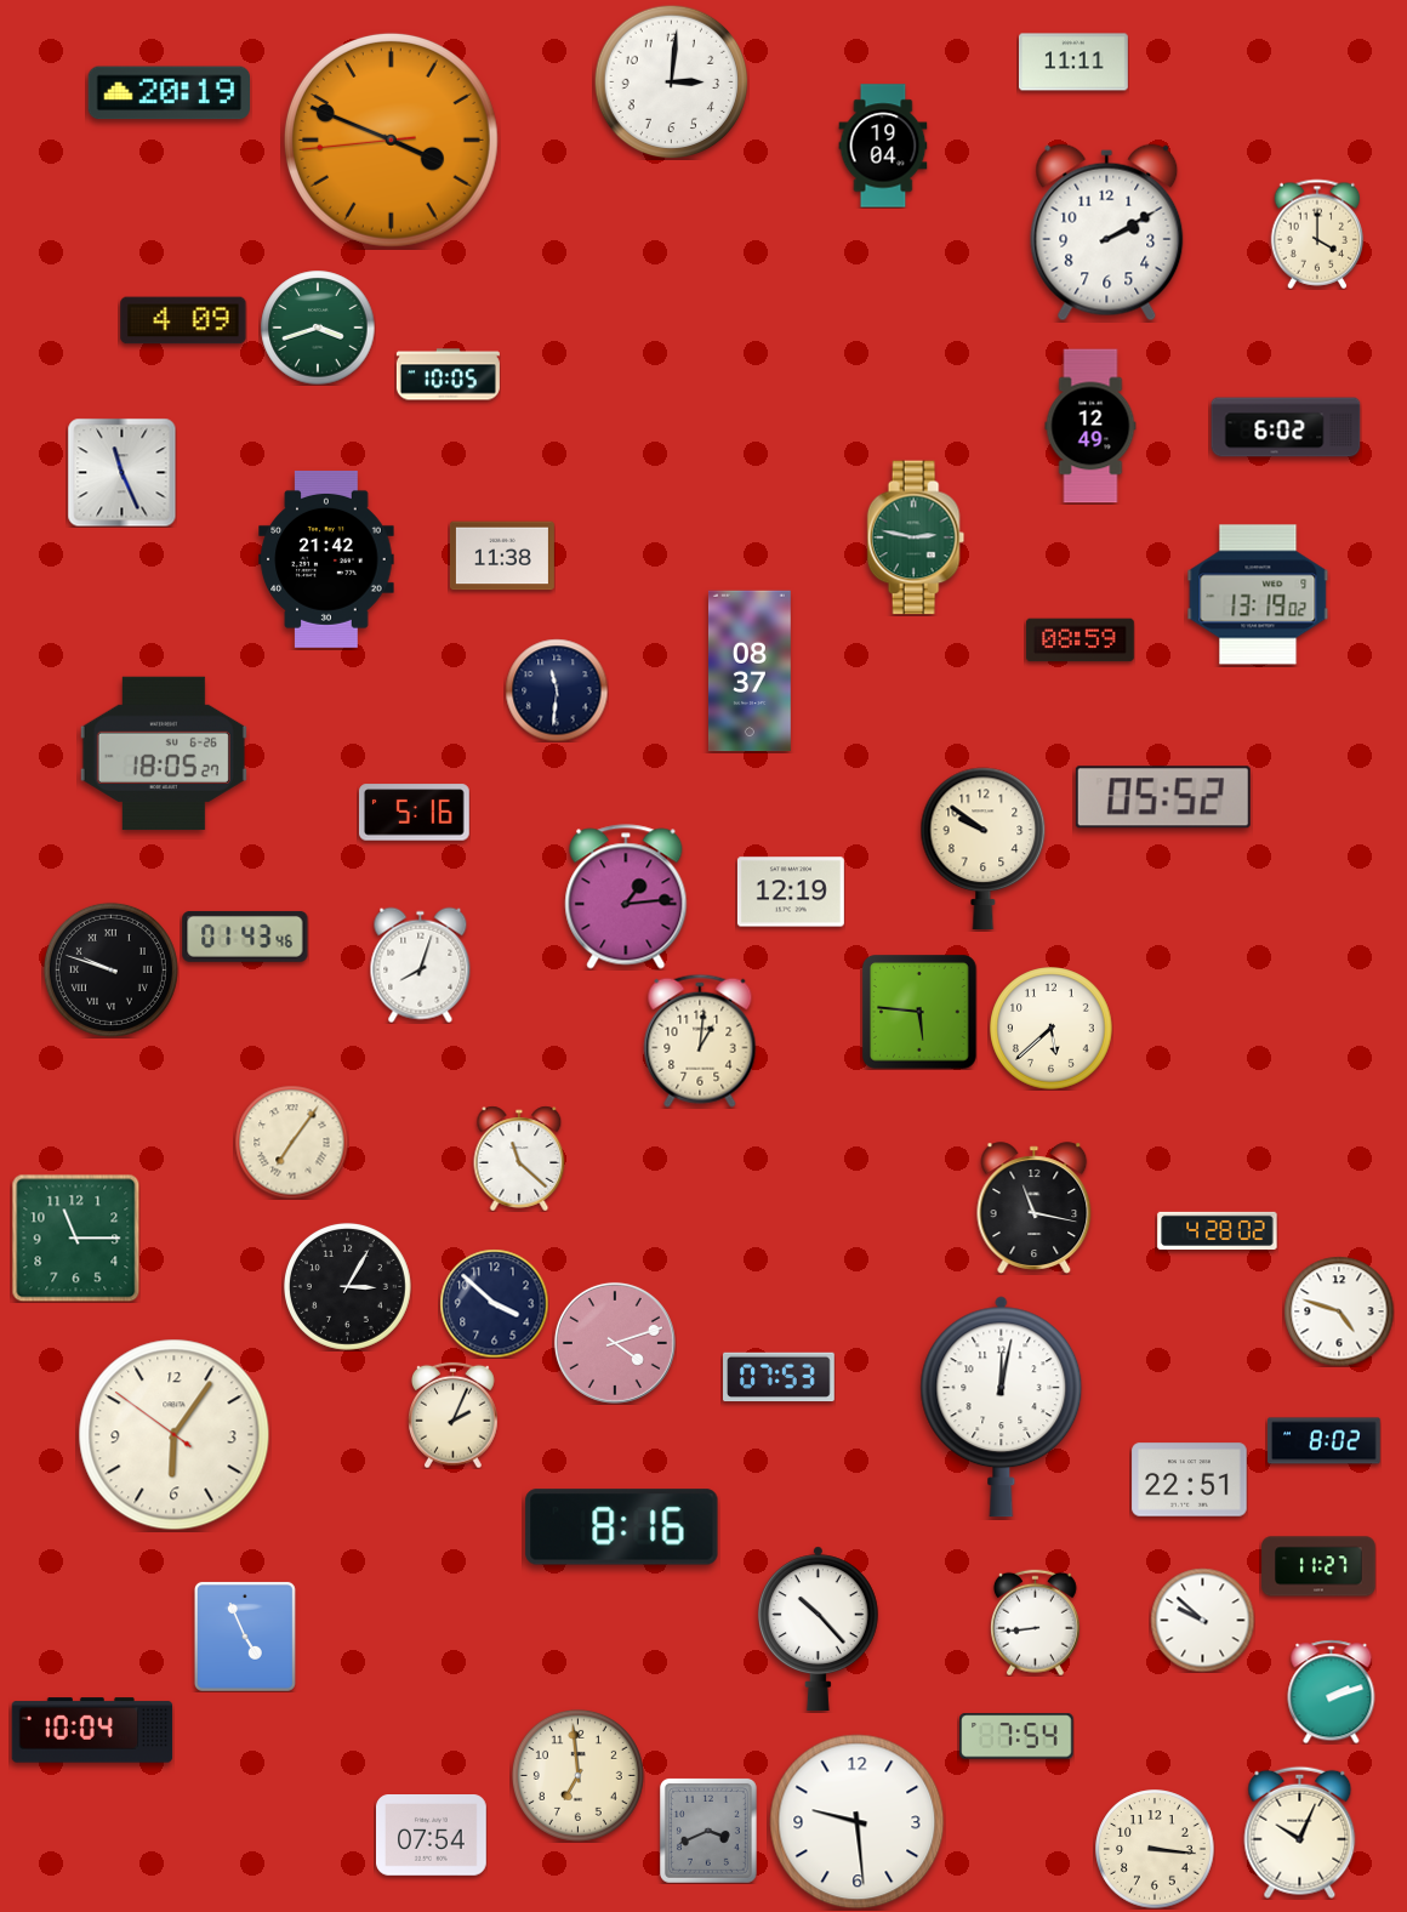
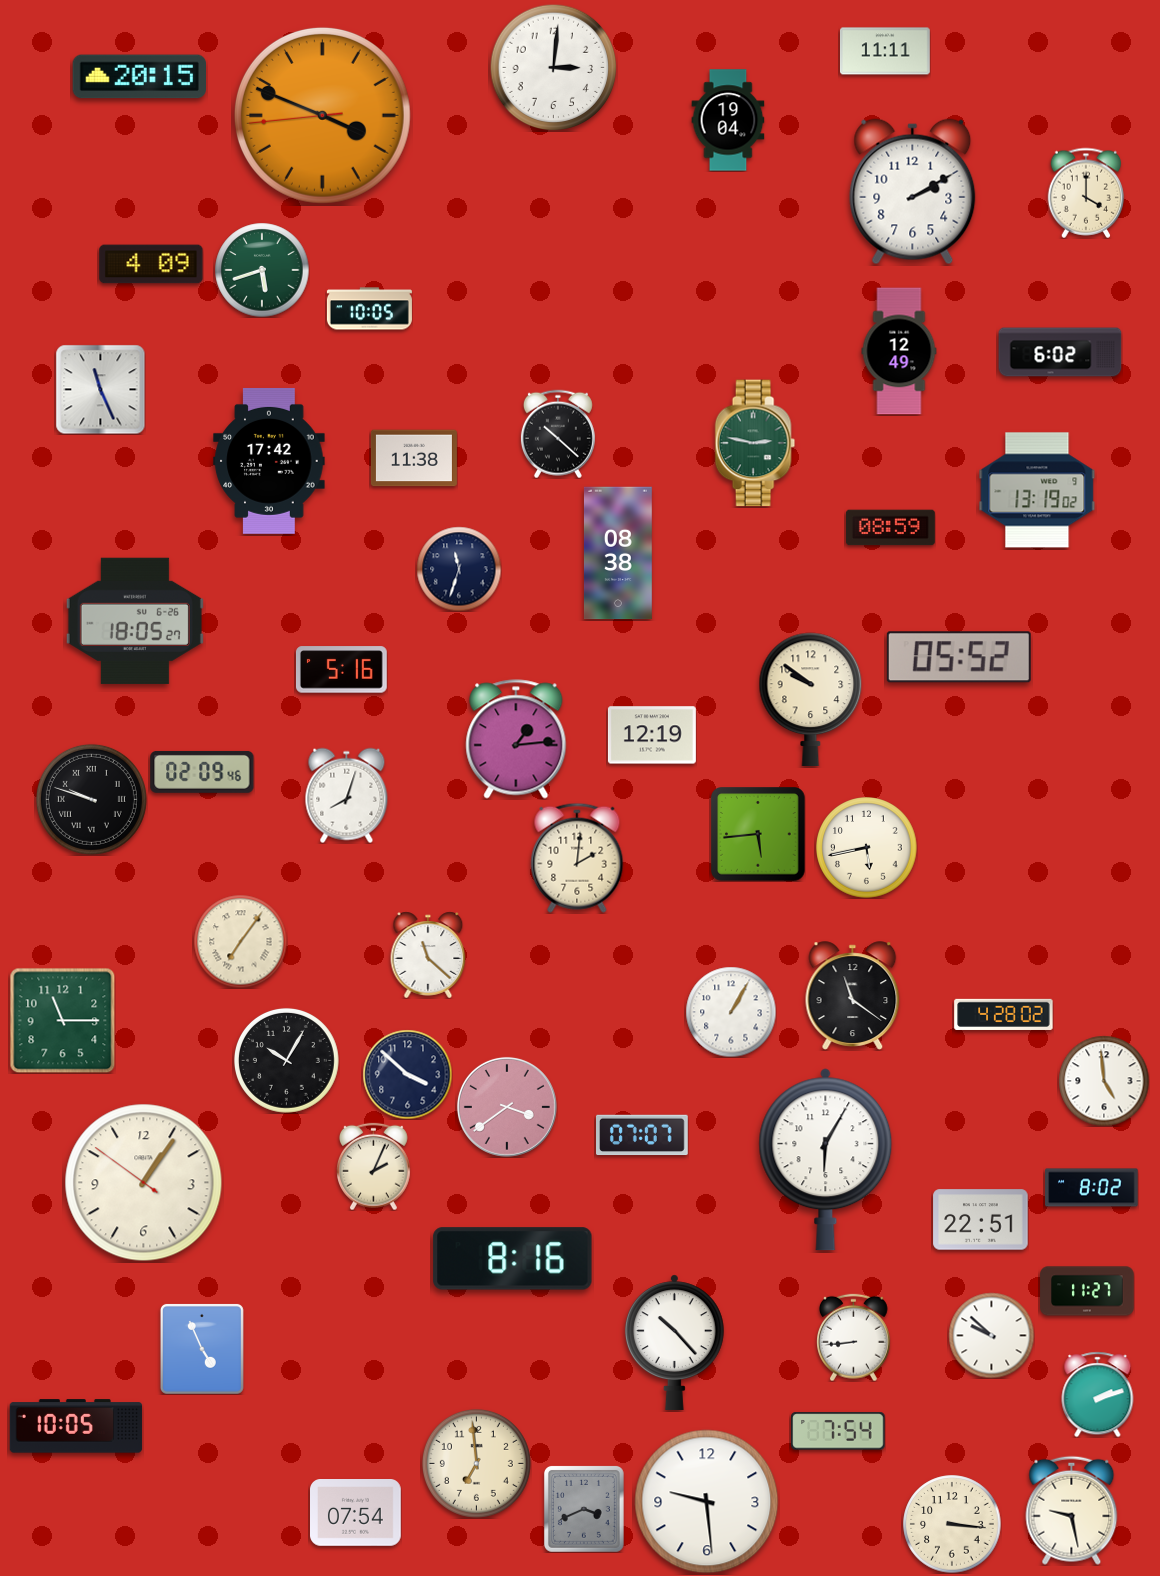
clock at (169, 93): 20:19 -> 20:15
clock at (318, 328): 3:42 -> 5:42
clock at (558, 434): none -> 10:22
clock at (326, 559): 21:42 -> 17:42
clock at (750, 671): 08:37 -> 08:38
clock at (557, 690): 11:31 -> 11:33
clock at (245, 937): 01:43 -> 02:09
clock at (919, 1012): 5:46 -> 5:44
clock at (1052, 1029): 5:38 -> 5:43
clock at (700, 1041): 1:01 -> 2:01
clock at (1035, 1208): 11:17 -> 11:21
clock at (731, 1012): none -> 1:05
clock at (348, 1287): 3:05 -> 10:05
clock at (1339, 1311): 4:48 -> 4:59
clock at (615, 1343): 4:12 -> 3:39
clock at (780, 1377): 07:53 -> 07:07
clock at (1002, 1407): 12:02 -> 6:05
clock at (175, 1435): 6:05 -> 1:05
clock at (92, 1730): 10:04 -> 10:05
clock at (1300, 1832): 10:04 -> 9:28
